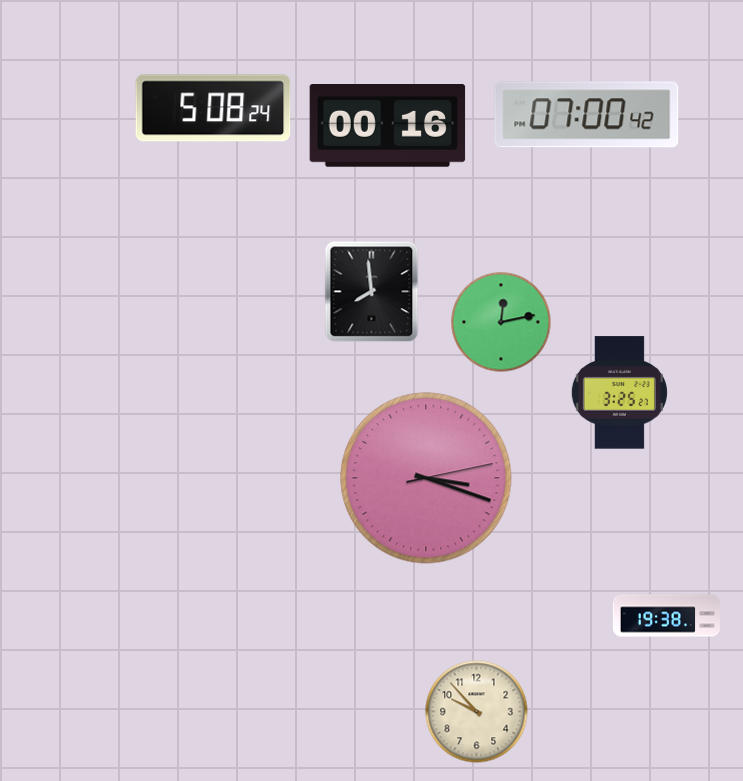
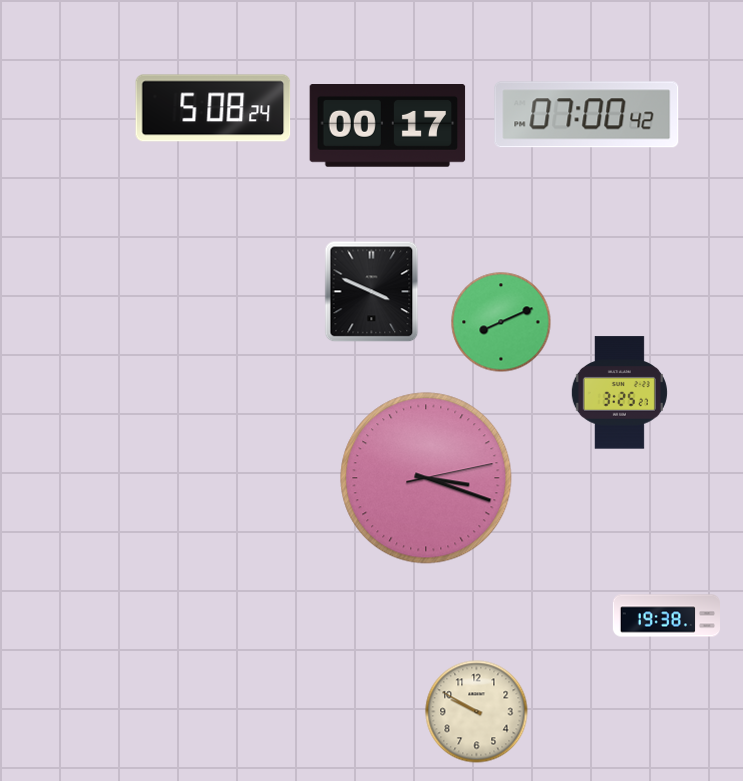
clock at (388, 126): 00:16 -> 00:17
clock at (372, 292): 7:59 -> 3:49
clock at (501, 322): 12:13 -> 8:11
clock at (477, 712): 9:53 -> 9:50
